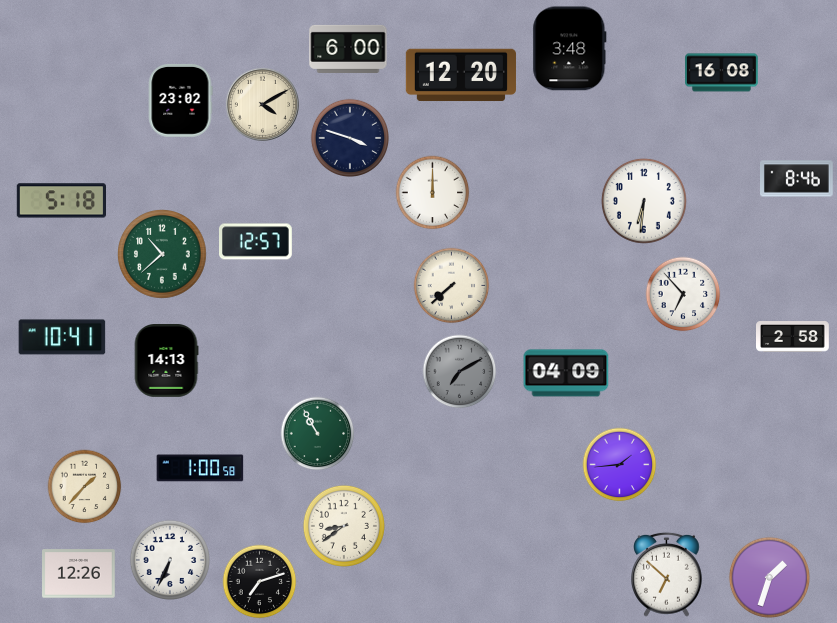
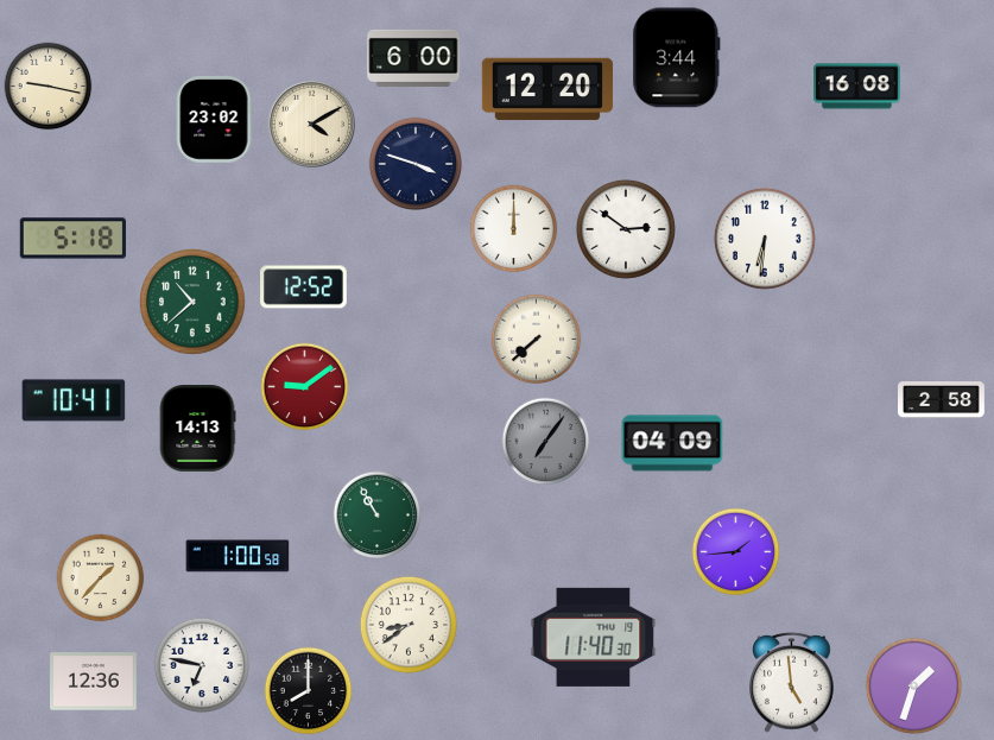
clock at (570, 49): 3:48 -> 3:44
clock at (49, 87): none -> 9:17
clock at (797, 179): 8:46 -> none
clock at (626, 229): none -> 2:51
clock at (256, 242): 12:57 -> 12:52
clock at (683, 294): 6:53 -> none
clock at (305, 387): none -> 9:09
clock at (460, 372): 7:10 -> 7:06
clock at (594, 637): none -> 11:40
clock at (170, 560): 6:34 -> 6:47
clock at (79, 574): 12:26 -> 12:36
clock at (667, 574): 6:52 -> 4:59
clock at (260, 582): 7:12 -> 8:00
